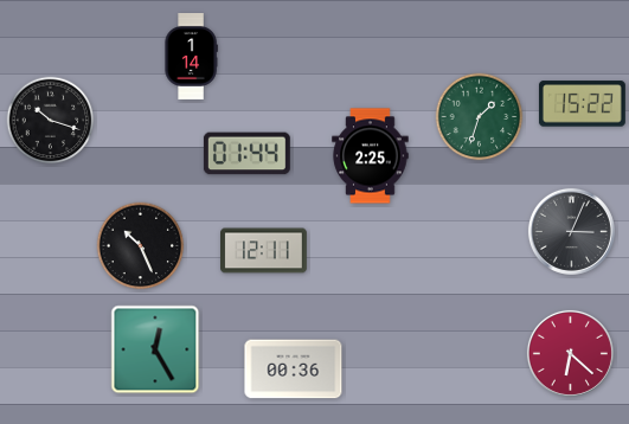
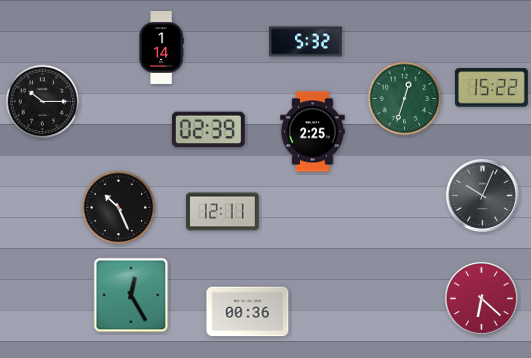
clock at (305, 42): none -> 5:32
clock at (480, 117): 1:33 -> 12:33
clock at (51, 121): 10:18 -> 10:15
clock at (246, 154): 01:44 -> 02:39
clock at (571, 231): 3:04 -> 10:04
